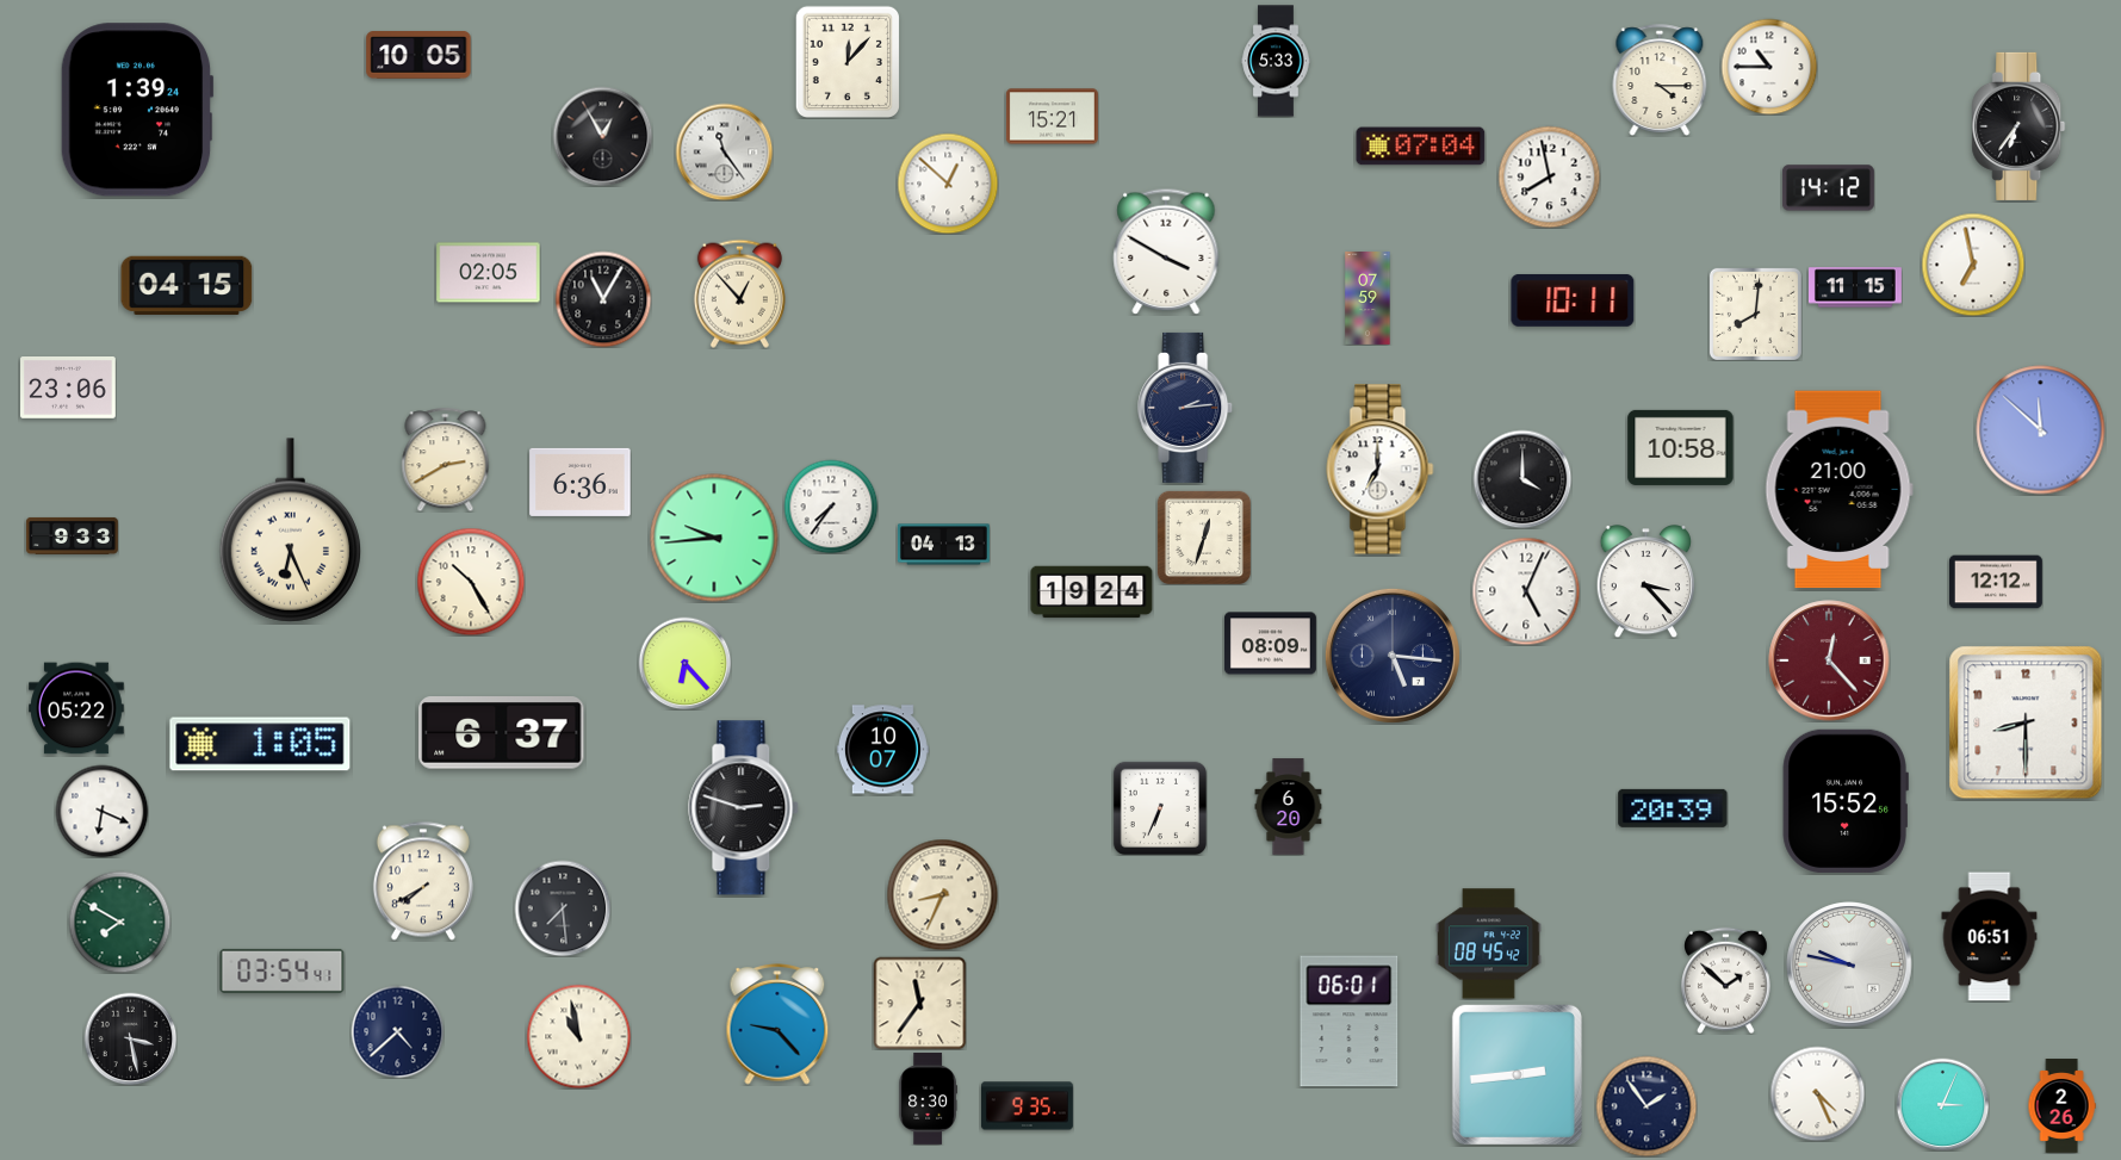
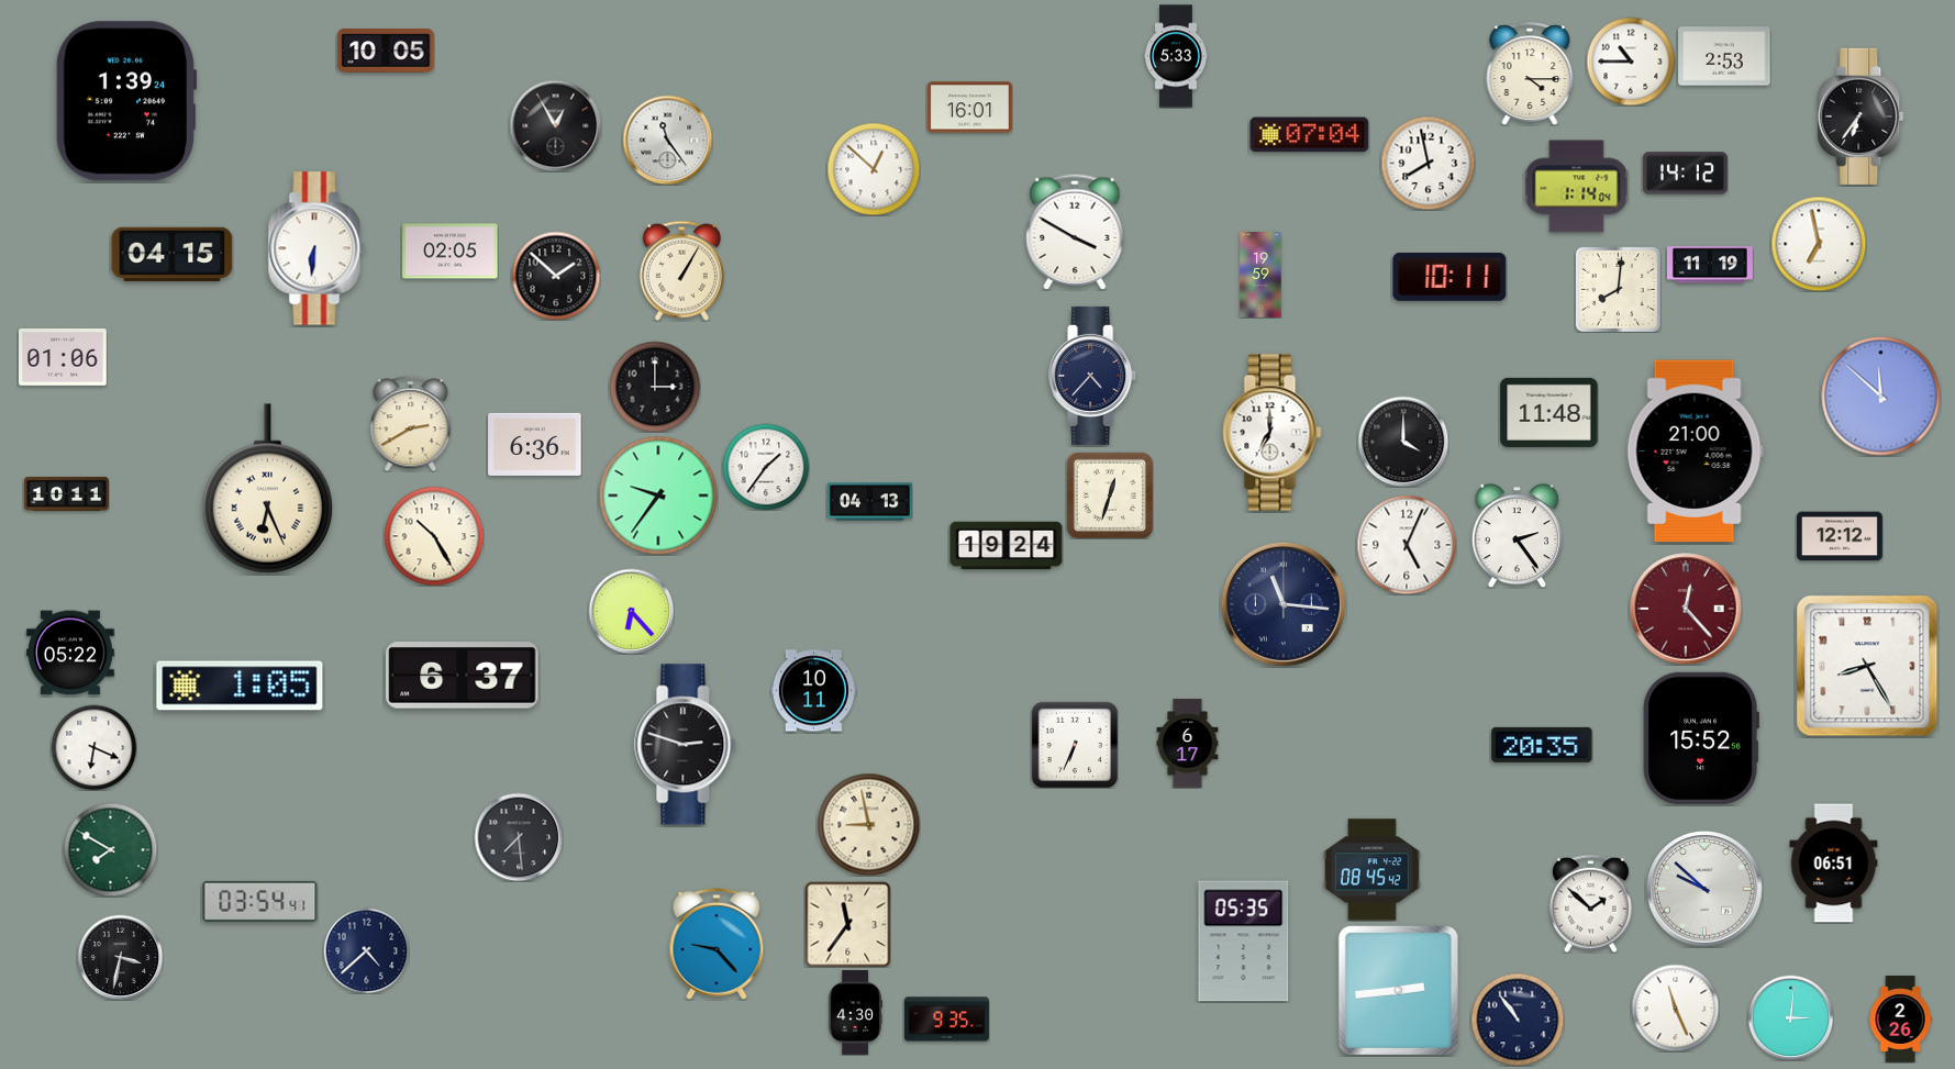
clock at (848, 61): 12:07 -> none
clock at (1724, 56): none -> 2:53
clock at (1052, 117): 15:21 -> 16:01
clock at (1576, 187): none -> 1:14
clock at (316, 248): none -> 6:31
clock at (187, 285) position: (187, 285) -> (173, 254)
clock at (1855, 287): 11:15 -> 11:19
clock at (739, 293): 12:53 -> 1:05
clock at (603, 299): 11:05 -> 1:52
clock at (1368, 299): 07:59 -> 19:59
clock at (69, 387): 23:06 -> 01:06
clock at (1186, 408): 2:14 -> 4:37
clock at (655, 387): none -> 3:00
clock at (1681, 447): 10:58 -> 11:48
clock at (831, 507): 7:36 -> 1:36
clock at (72, 535): 9:33 -> 10:11
clock at (714, 538): 9:44 -> 9:36
clock at (1645, 582): 3:23 -> 2:24
clock at (1270, 644): 08:09 -> none
clock at (1393, 656): 5:16 -> 11:16
clock at (2026, 722): 8:30 -> 8:25
clock at (882, 750): 10:07 -> 10:11
clock at (1159, 807) position: (1159, 807) -> (1074, 744)
clock at (1289, 807): 6:20 -> 6:17
clock at (1673, 808): 20:39 -> 20:35
clock at (423, 881): 7:40 -> none
clock at (942, 894): 8:34 -> 8:58
clock at (1849, 964): 9:47 -> 9:52
clock at (283, 970) position: (283, 970) -> (260, 901)
clock at (1350, 1022): 06:01 -> 05:35
clock at (578, 1036): 10:58 -> none
clock at (130, 1038): 3:28 -> 3:32
clock at (1817, 1093): 4:26 -> 11:26
clock at (928, 1098): 8:30 -> 4:30
clock at (1942, 1104): 3:04 -> 3:01
clock at (1646, 1106): 1:54 -> 10:54
